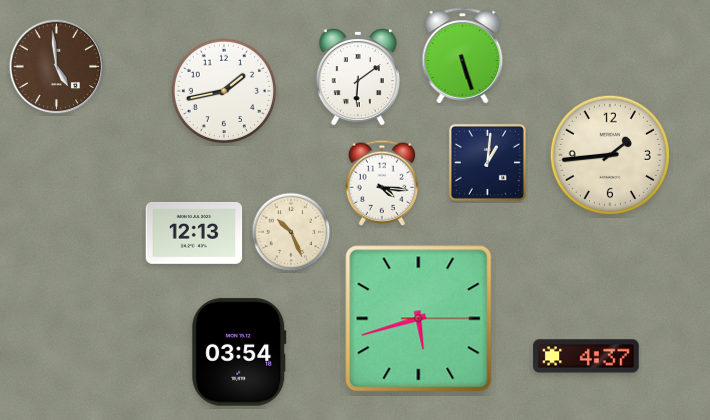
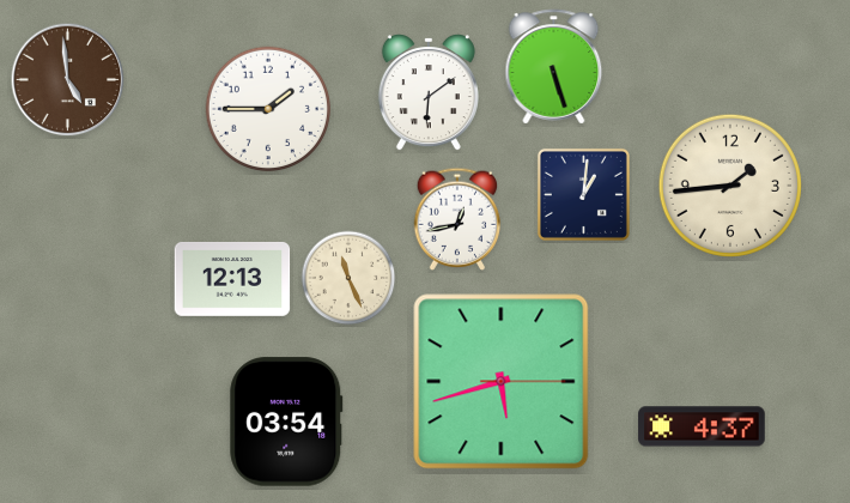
clock at (224, 91): 1:43 -> 1:45
clock at (382, 183): 4:16 -> 12:43
clock at (291, 232): 10:26 -> 11:26
